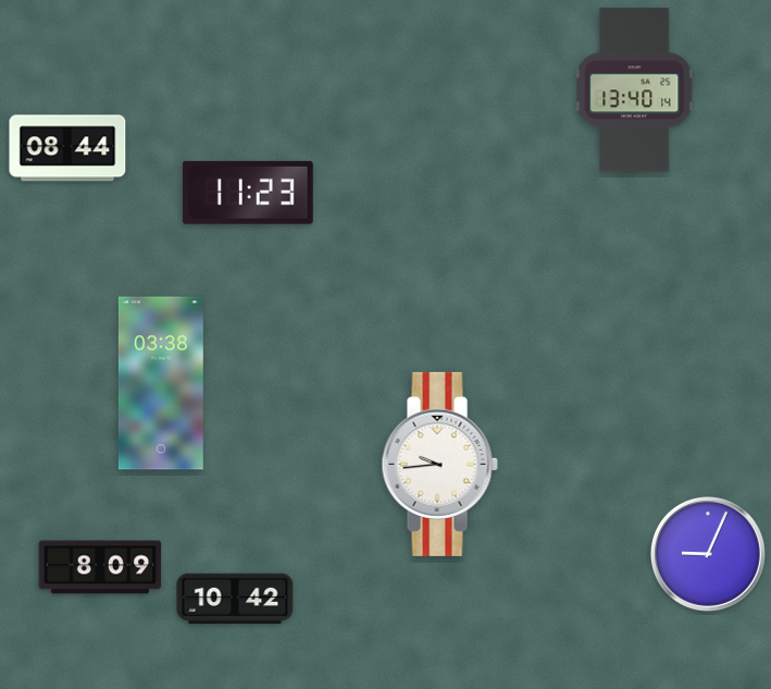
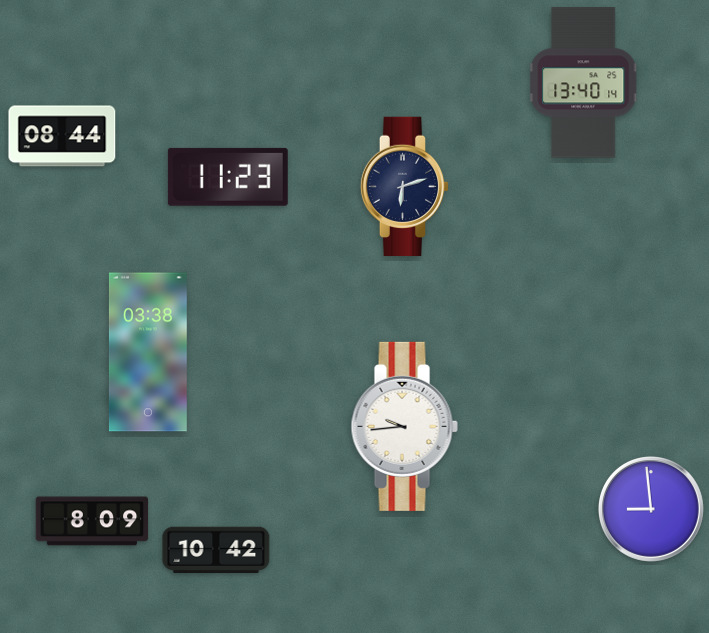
clock at (405, 187): none -> 6:12
clock at (708, 554): 9:04 -> 8:59
